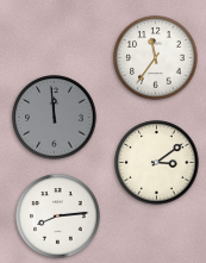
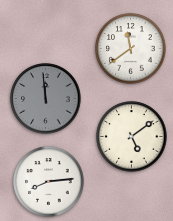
clock at (156, 58): 11:36 -> 11:39
clock at (157, 163): 3:09 -> 5:09
